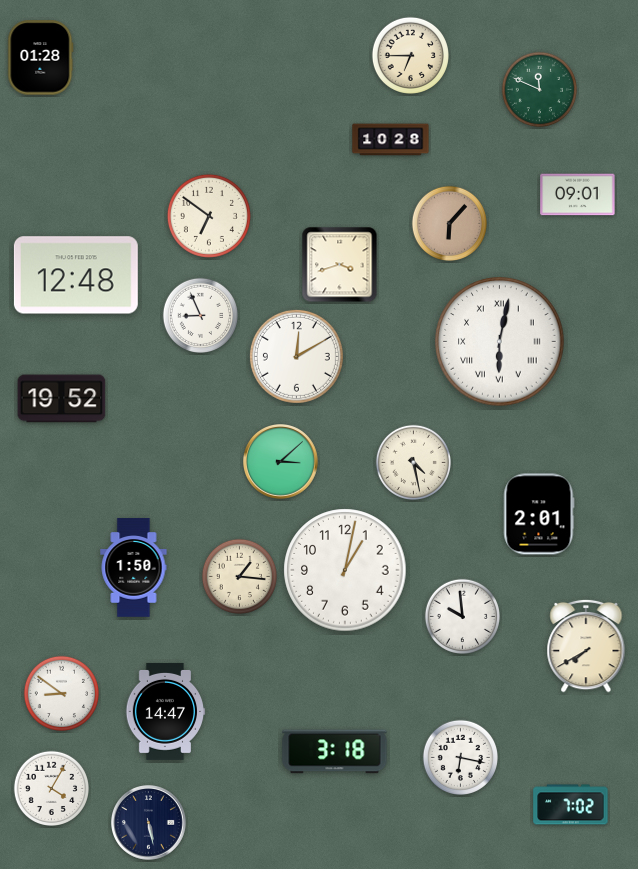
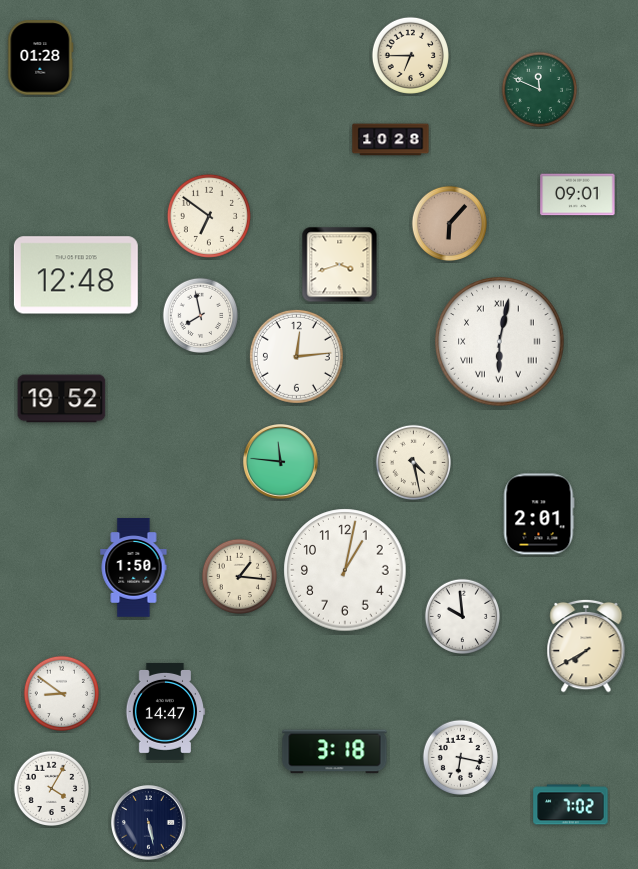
clock at (200, 315): 8:56 -> 7:58
clock at (296, 356): 12:10 -> 12:14
clock at (281, 462): 3:08 -> 11:46
